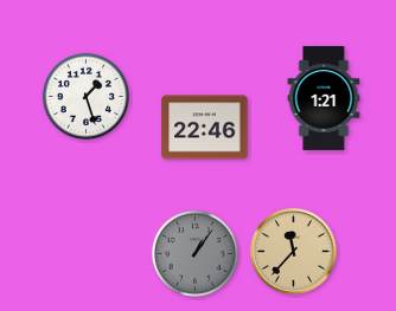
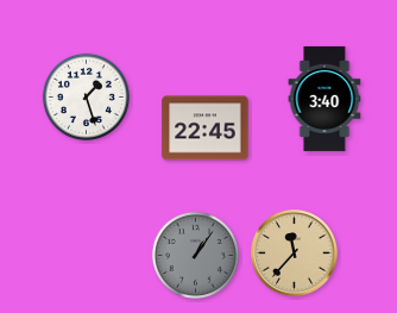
clock at (324, 98): 1:21 -> 3:40
clock at (205, 128): 22:46 -> 22:45
